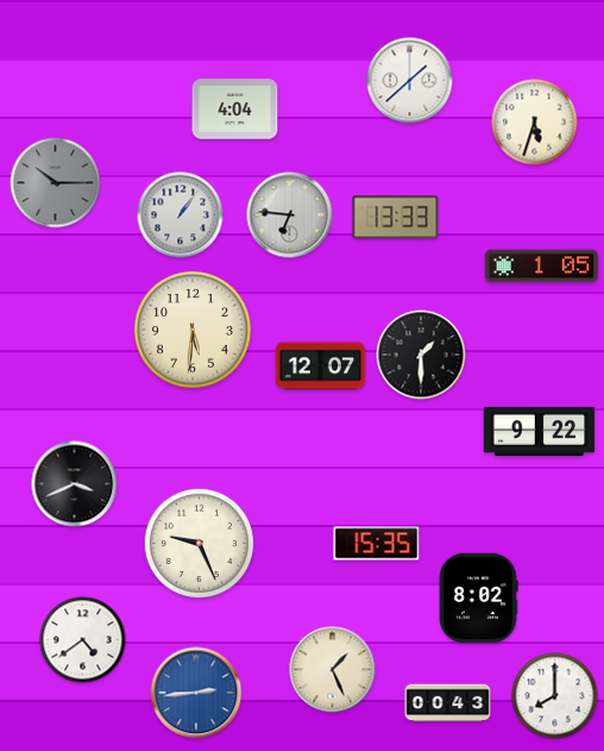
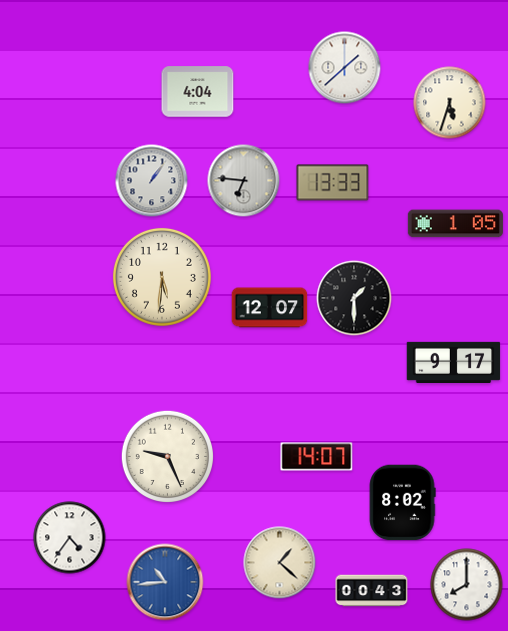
clock at (56, 183): 10:15 -> none
clock at (540, 431): 9:22 -> 9:17
clock at (75, 484): 3:41 -> none
clock at (377, 544): 15:35 -> 14:07
clock at (83, 640): 4:39 -> 4:36
clock at (333, 670): 1:26 -> 1:22
clock at (196, 693): 2:44 -> 10:44
clock at (448, 703) position: (448, 703) -> (372, 591)
